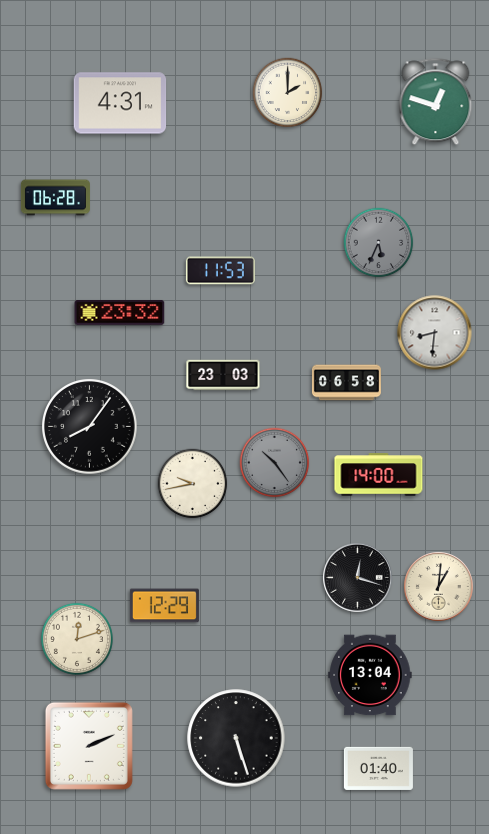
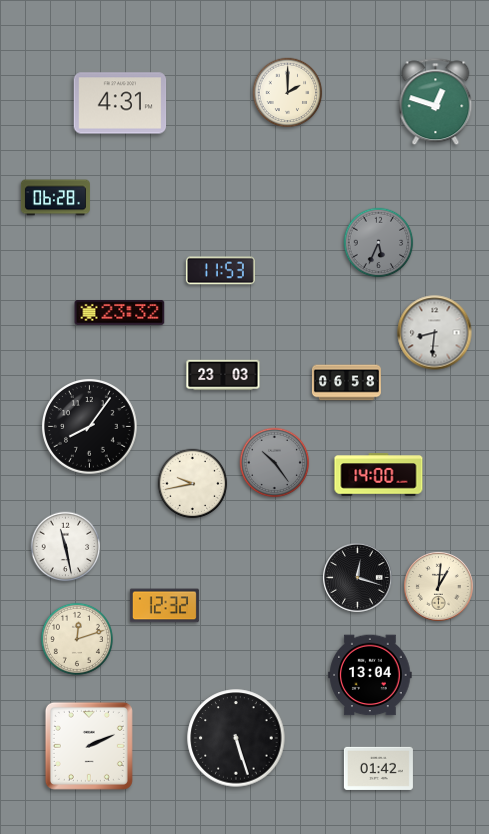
clock at (66, 547): none -> 11:28
clock at (164, 606): 12:29 -> 12:32
clock at (378, 768): 01:40 -> 01:42
